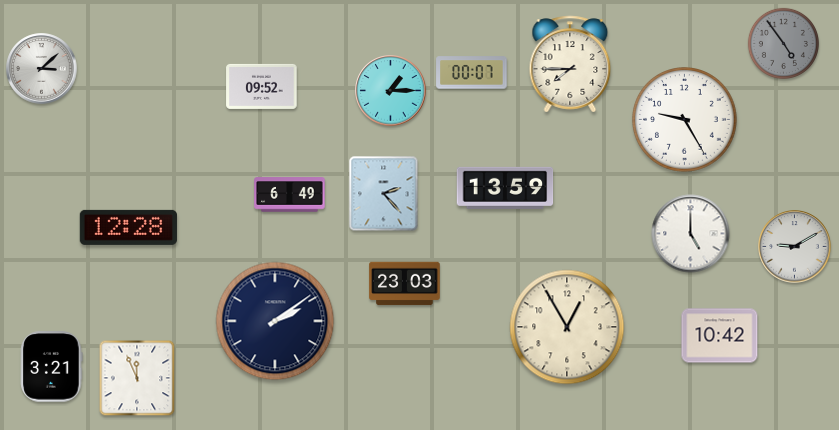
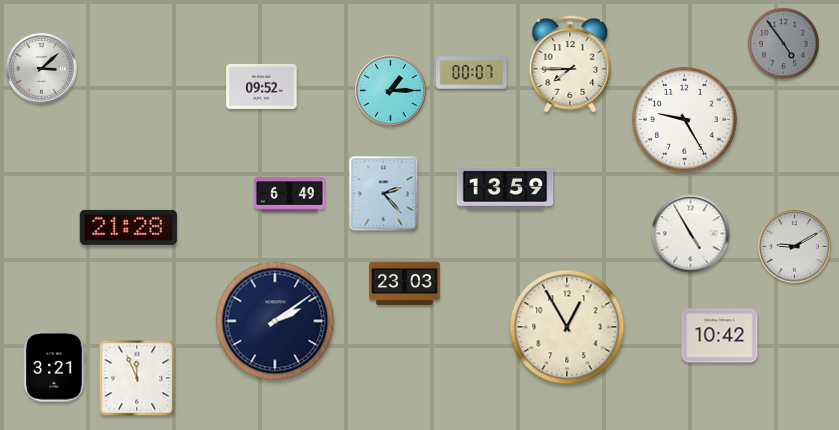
clock at (128, 227): 12:28 -> 21:28
clock at (691, 234): 5:00 -> 4:55
clock at (52, 367) position: (52, 367) -> (55, 367)
